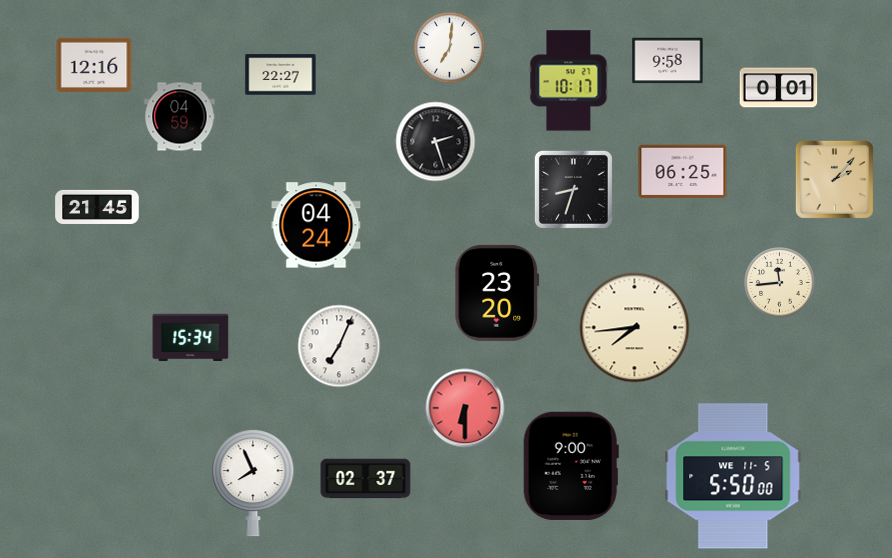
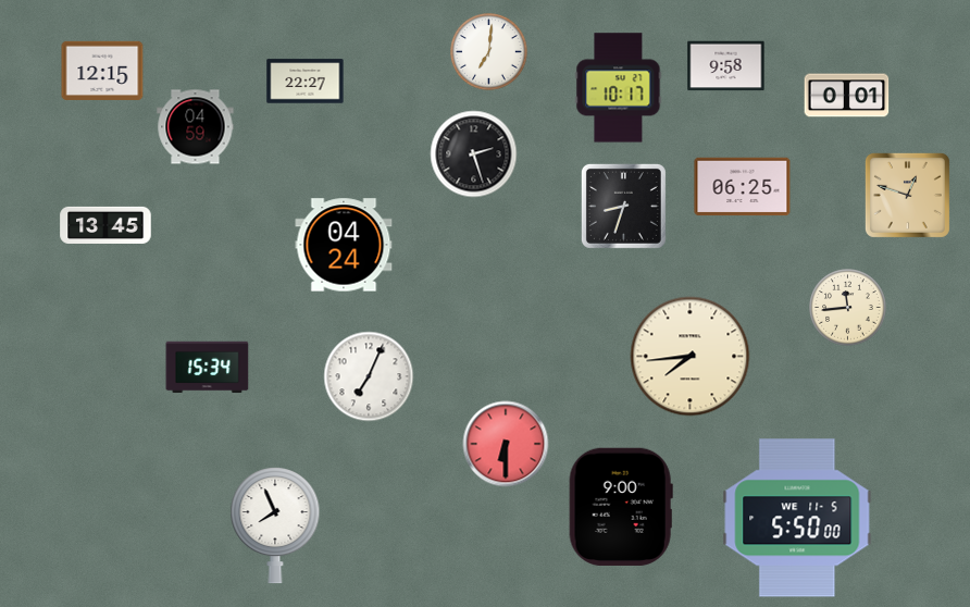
clock at (94, 65): 12:16 -> 12:15
clock at (834, 179): 2:07 -> 12:48
clock at (97, 207): 21:45 -> 13:45
clock at (497, 293): 23:20 -> none
clock at (366, 479): 02:37 -> none
